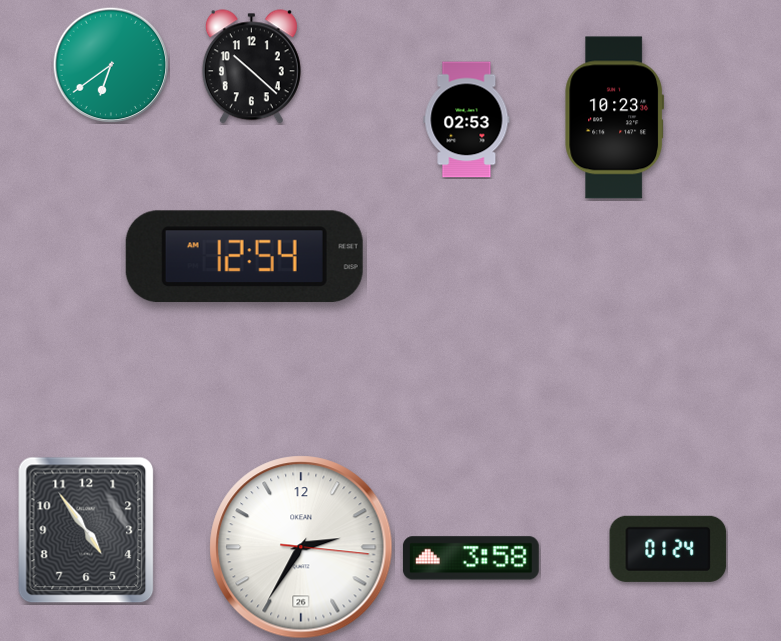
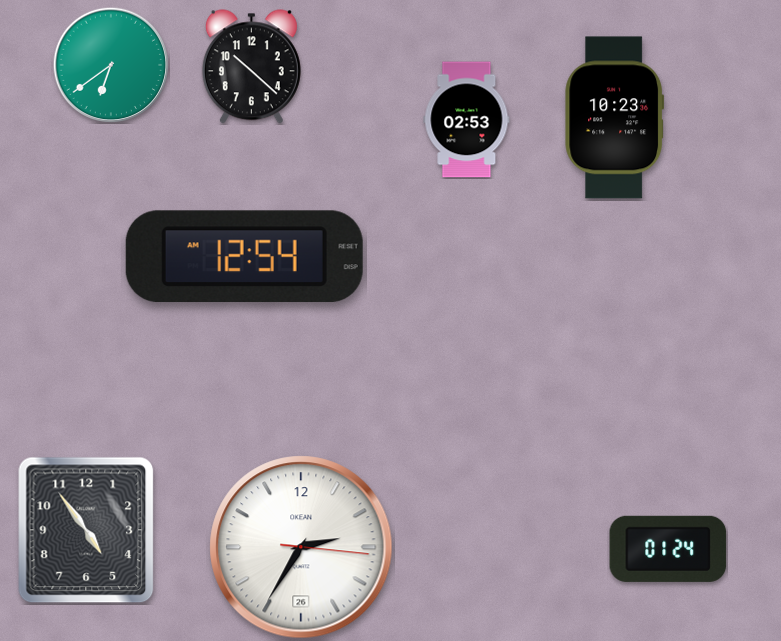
clock at (471, 558): 3:58 -> none
